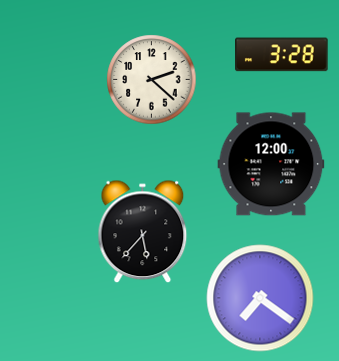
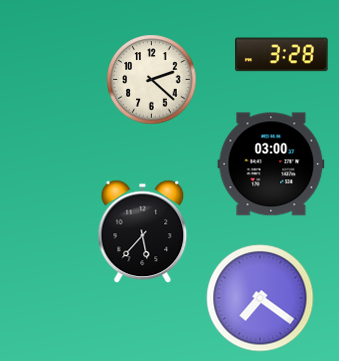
clock at (271, 164): 12:00 -> 03:00
